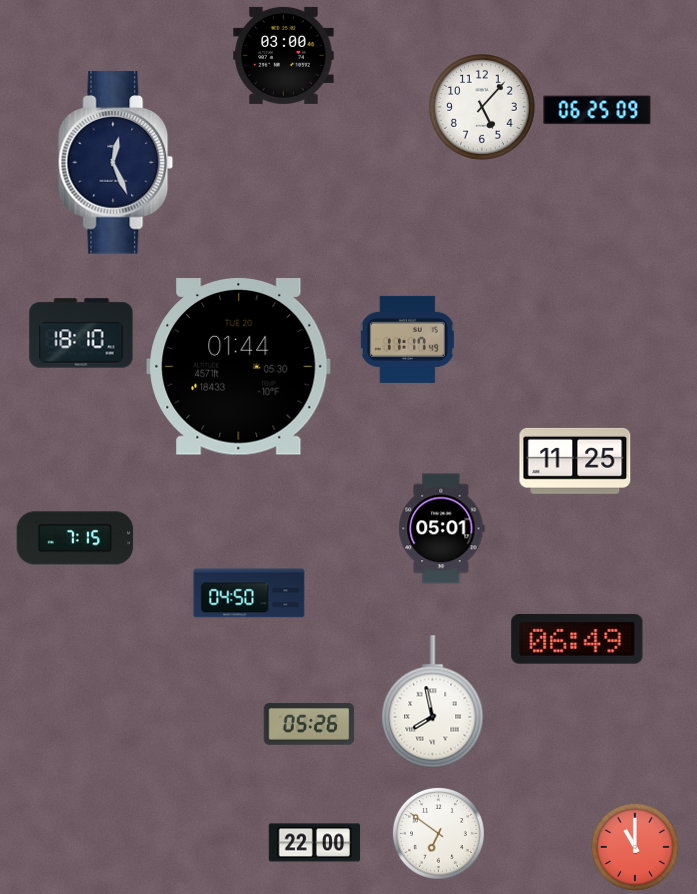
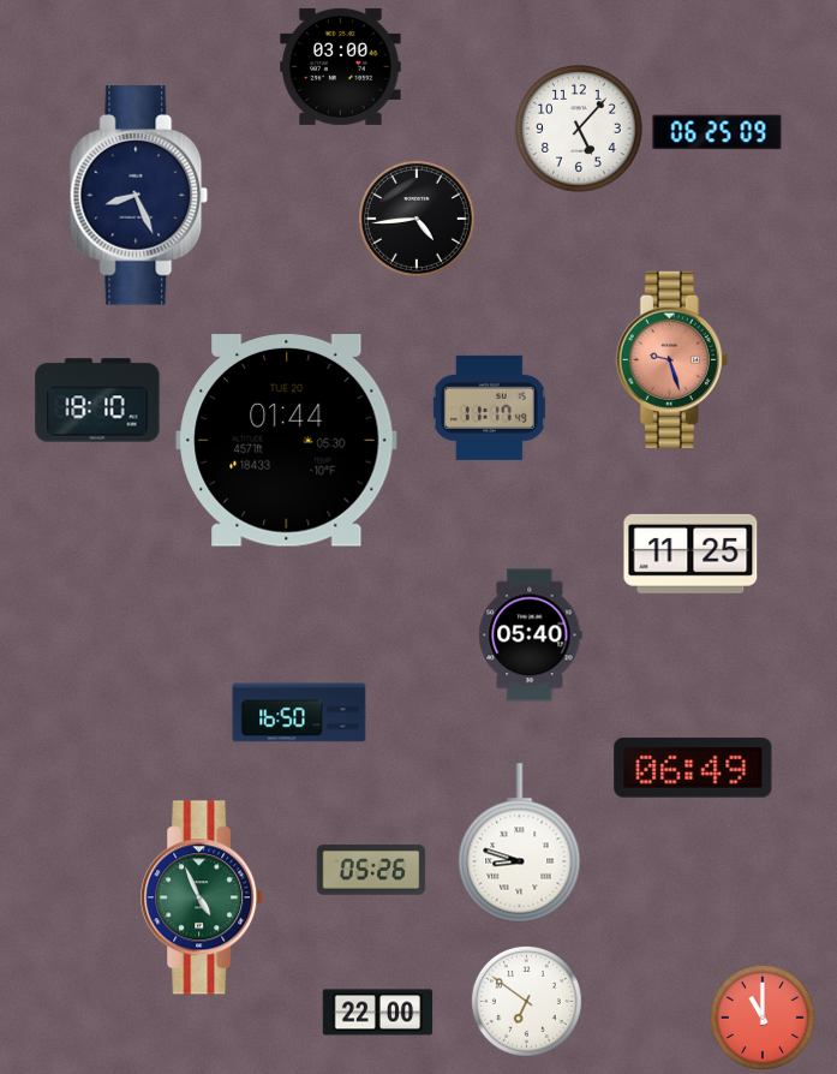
clock at (116, 163): 12:26 -> 8:26
clock at (417, 219): none -> 4:44
clock at (671, 359): none -> 9:27
clock at (442, 529): 05:01 -> 05:40
clock at (75, 538): 7:15 -> none
clock at (249, 593): 04:50 -> 16:50
clock at (433, 702): 7:58 -> 8:48
clock at (203, 897): none -> 4:56
